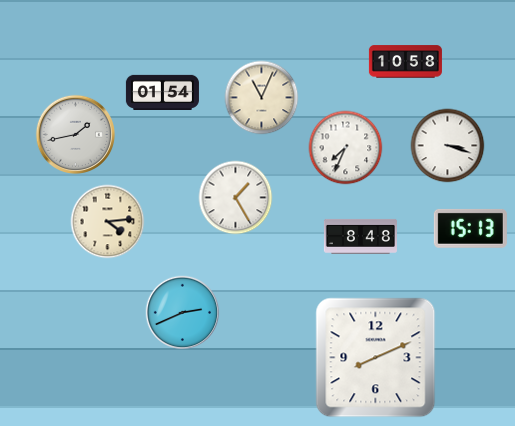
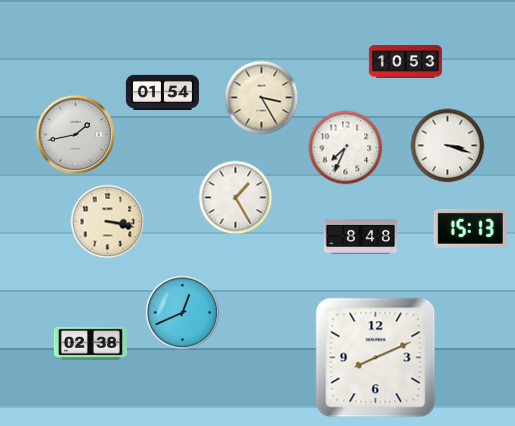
clock at (405, 62): 10:58 -> 10:53
clock at (262, 98): 11:04 -> 3:25
clock at (108, 222): 4:14 -> 3:17
clock at (183, 313): 2:41 -> 12:41
clock at (90, 343): none -> 02:38
